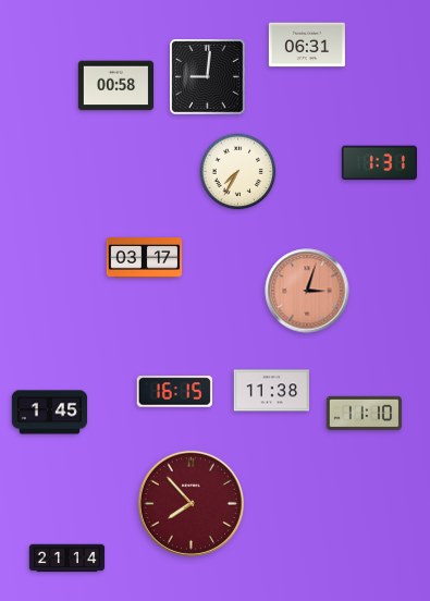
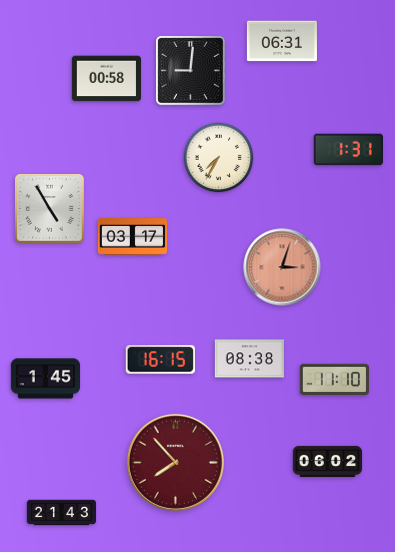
clock at (50, 209): none -> 4:55
clock at (271, 391): 11:38 -> 08:38
clock at (328, 461): none -> 06:02
clock at (67, 559): 21:14 -> 21:43
